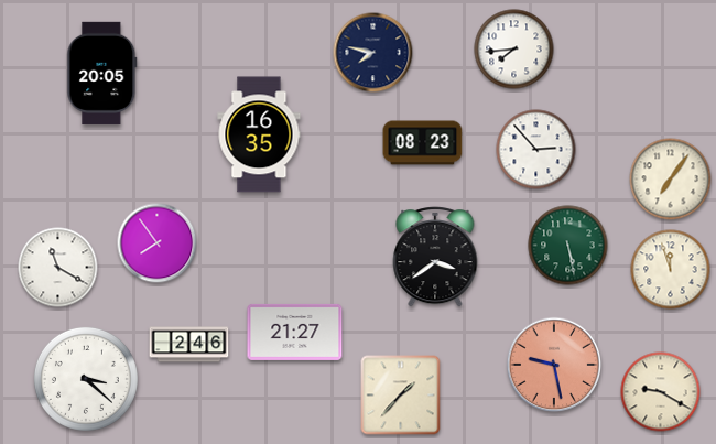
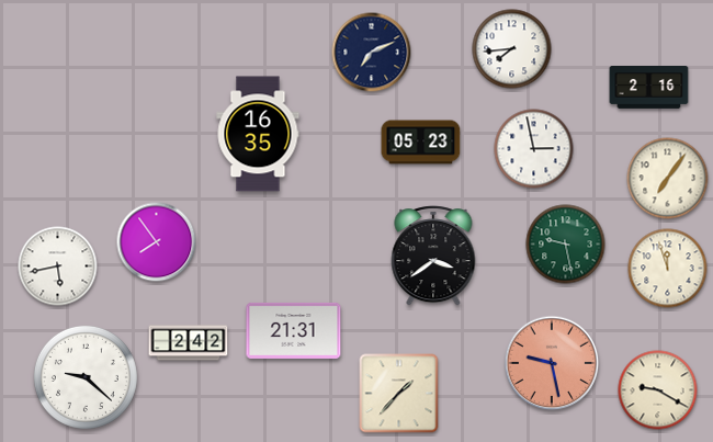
clock at (373, 53): 7:47 -> 7:11
clock at (102, 73): 20:05 -> none
clock at (649, 88): none -> 2:16
clock at (423, 143): 08:23 -> 05:23
clock at (536, 150): 2:53 -> 2:58
clock at (568, 246): 5:28 -> 9:28
clock at (58, 268): 11:20 -> 5:43
clock at (295, 332): 21:27 -> 21:31
clock at (189, 345): 2:46 -> 2:42
clock at (86, 379): 3:22 -> 9:22
